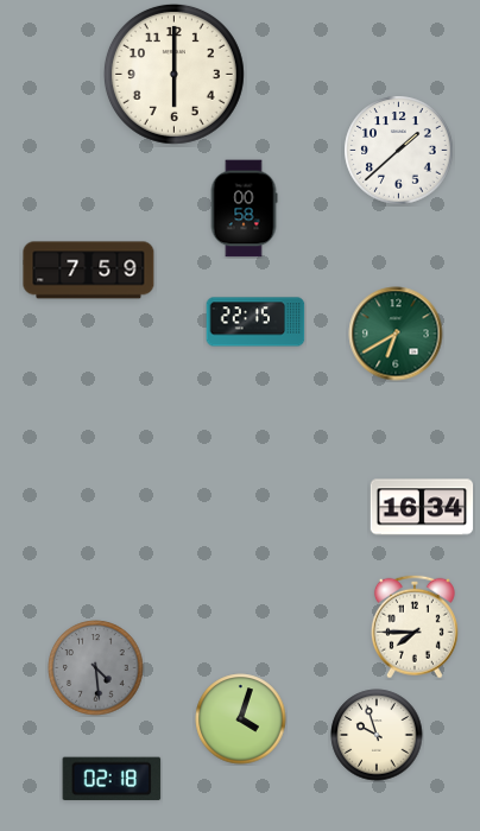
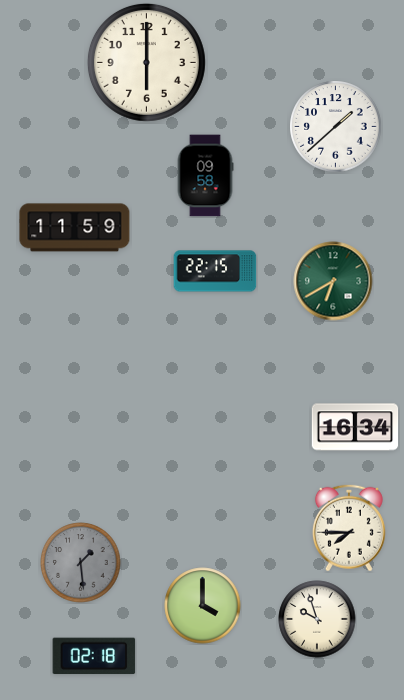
clock at (244, 209): 00:58 -> 09:58
clock at (89, 271): 7:59 -> 11:59
clock at (96, 668): 4:29 -> 1:29
clock at (241, 719): 4:03 -> 4:00
